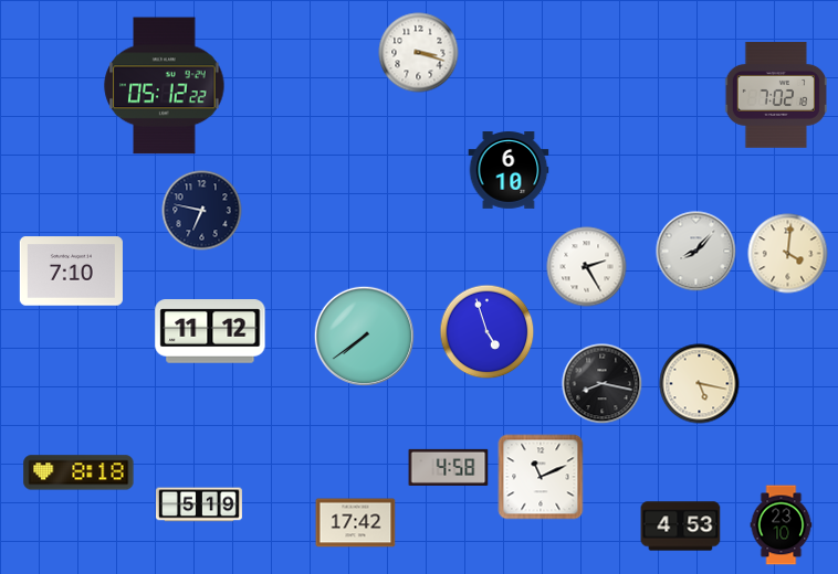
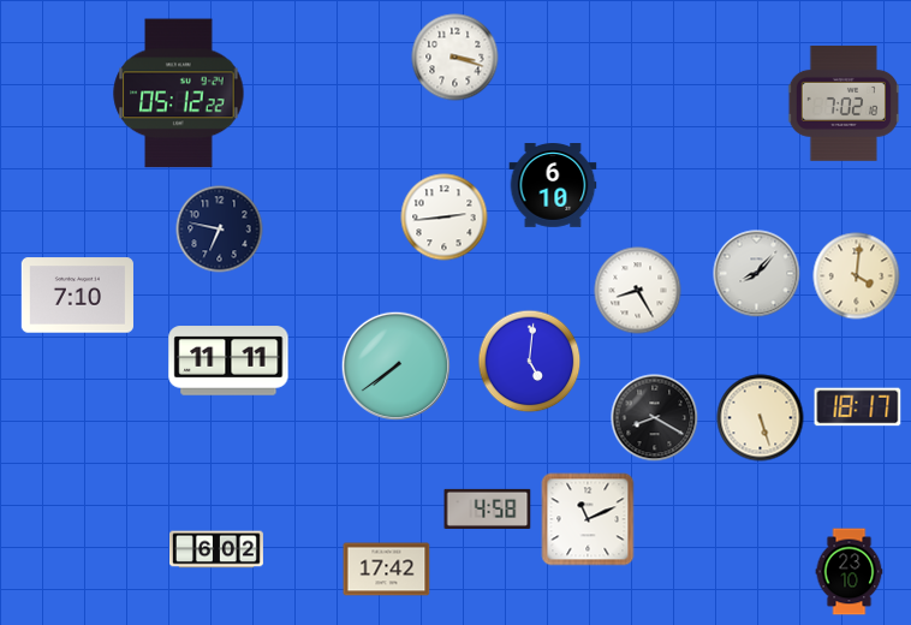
clock at (445, 218): none -> 2:44
clock at (587, 267): 2:25 -> 8:25
clock at (210, 331): 11:12 -> 11:11
clock at (488, 332): 4:57 -> 5:01
clock at (858, 407): none -> 18:17
clock at (603, 384): 8:17 -> 8:20
clock at (700, 384): 5:17 -> 5:27
clock at (78, 472): 8:18 -> none
clock at (199, 504): 5:19 -> 6:02
clock at (681, 527): 4:53 -> none
